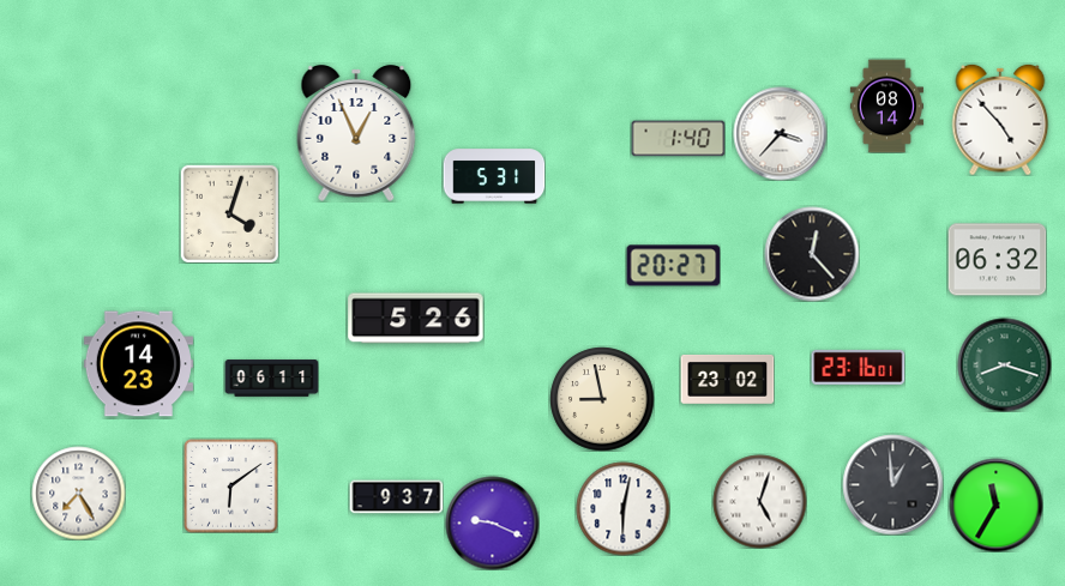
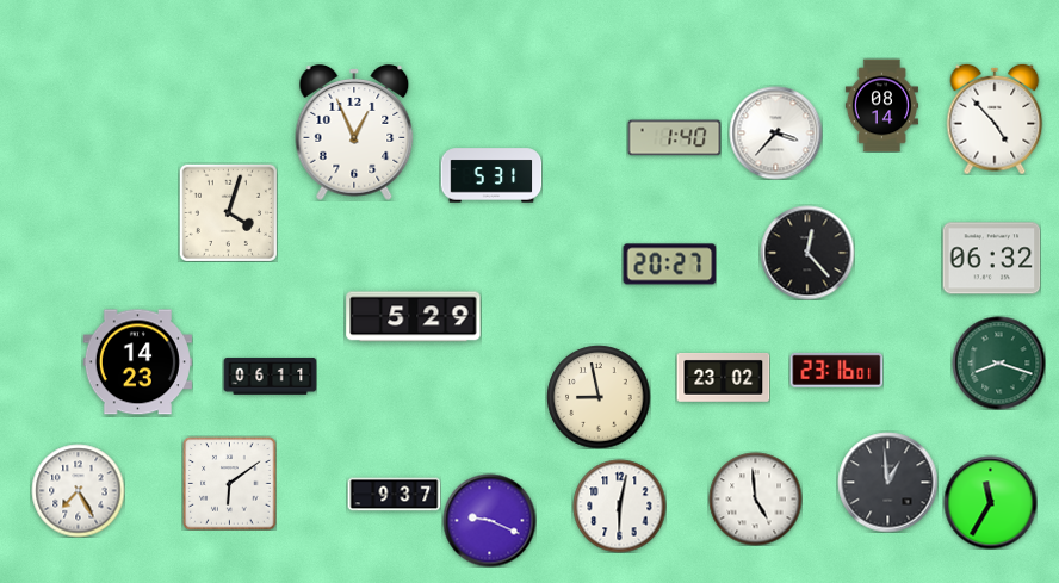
clock at (416, 319): 5:26 -> 5:29
clock at (858, 367) position: (858, 367) -> (836, 370)
clock at (759, 501): 5:03 -> 4:59
